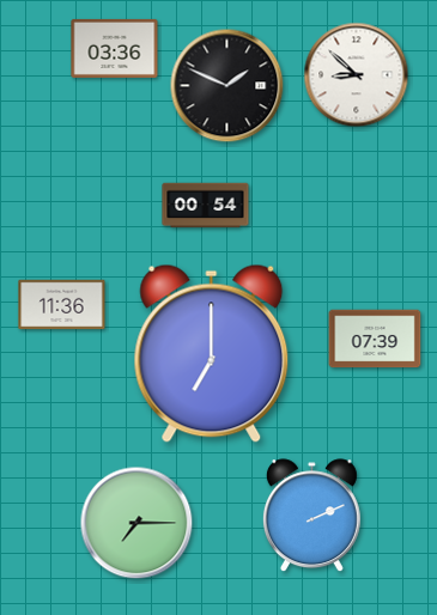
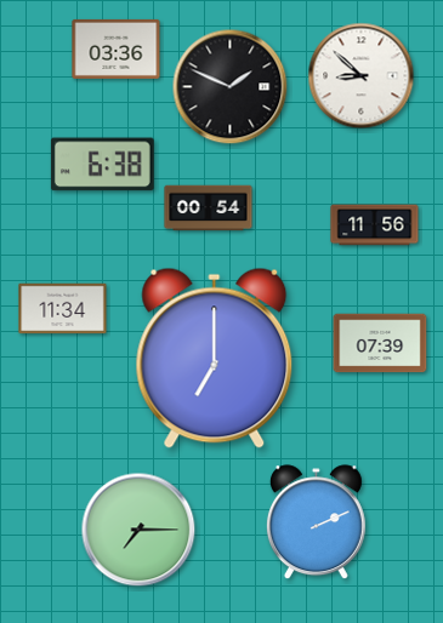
clock at (102, 165): none -> 6:38
clock at (375, 225): none -> 11:56
clock at (62, 305): 11:36 -> 11:34
